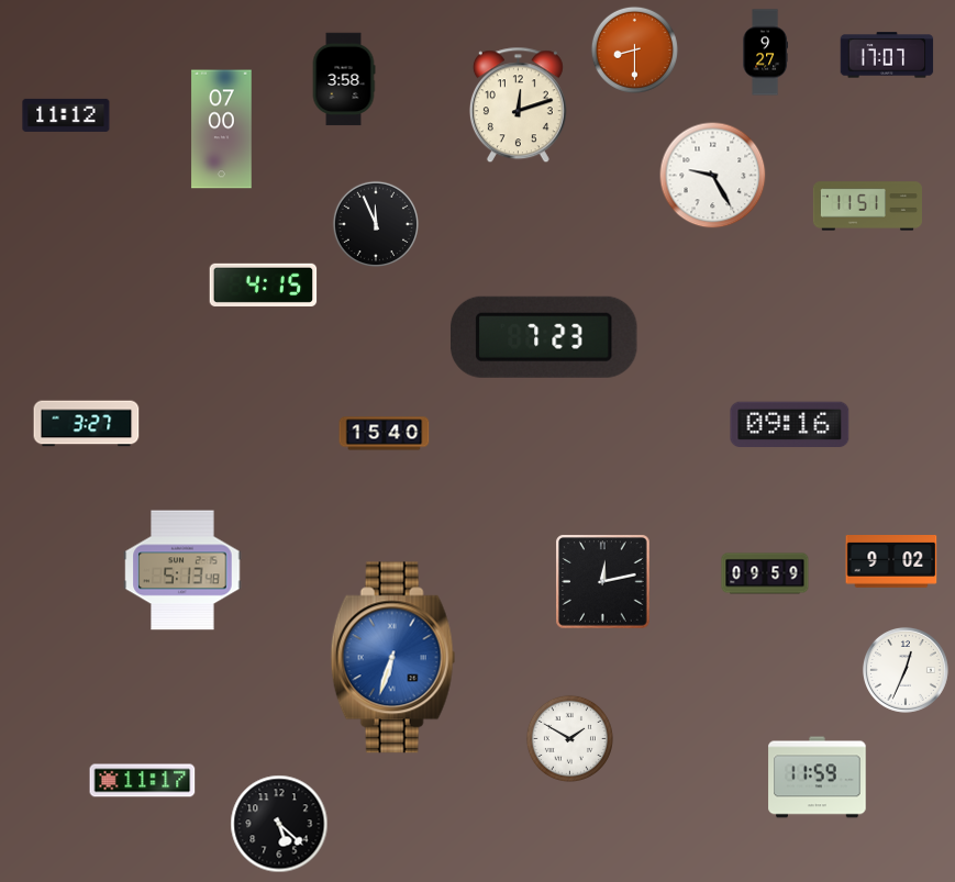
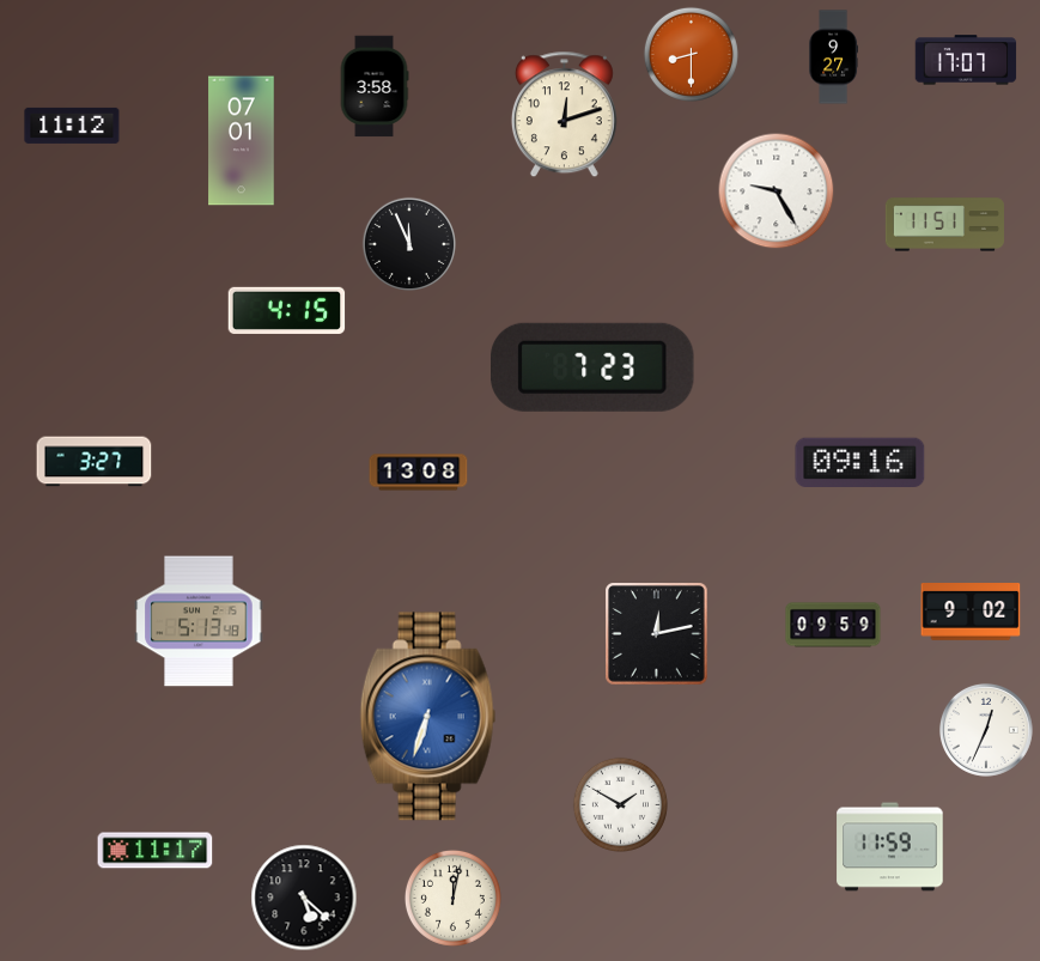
clock at (222, 130): 07:00 -> 07:01
clock at (385, 434): 15:40 -> 13:08
clock at (452, 898): none -> 12:02
